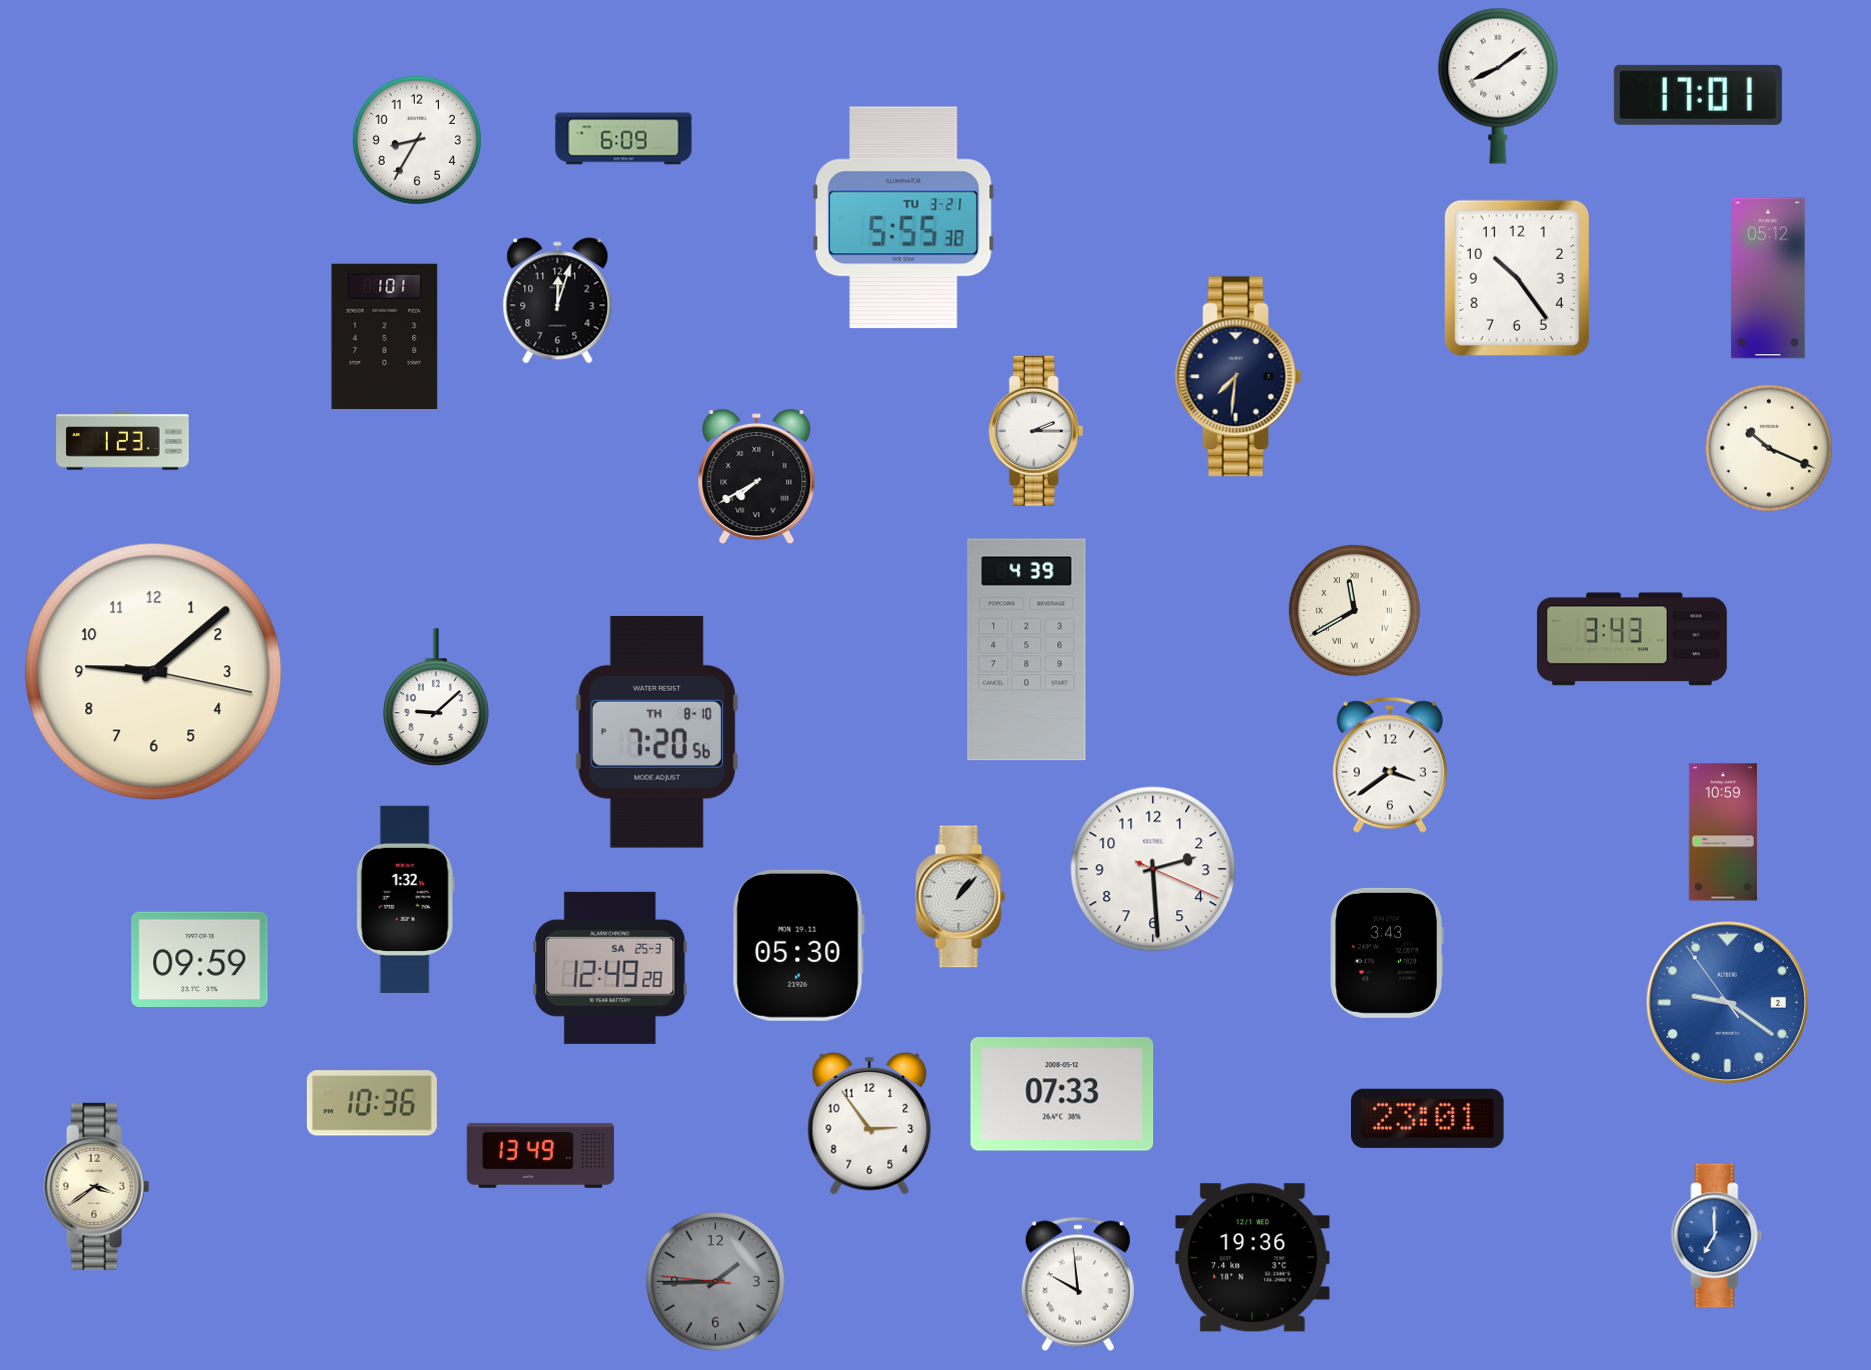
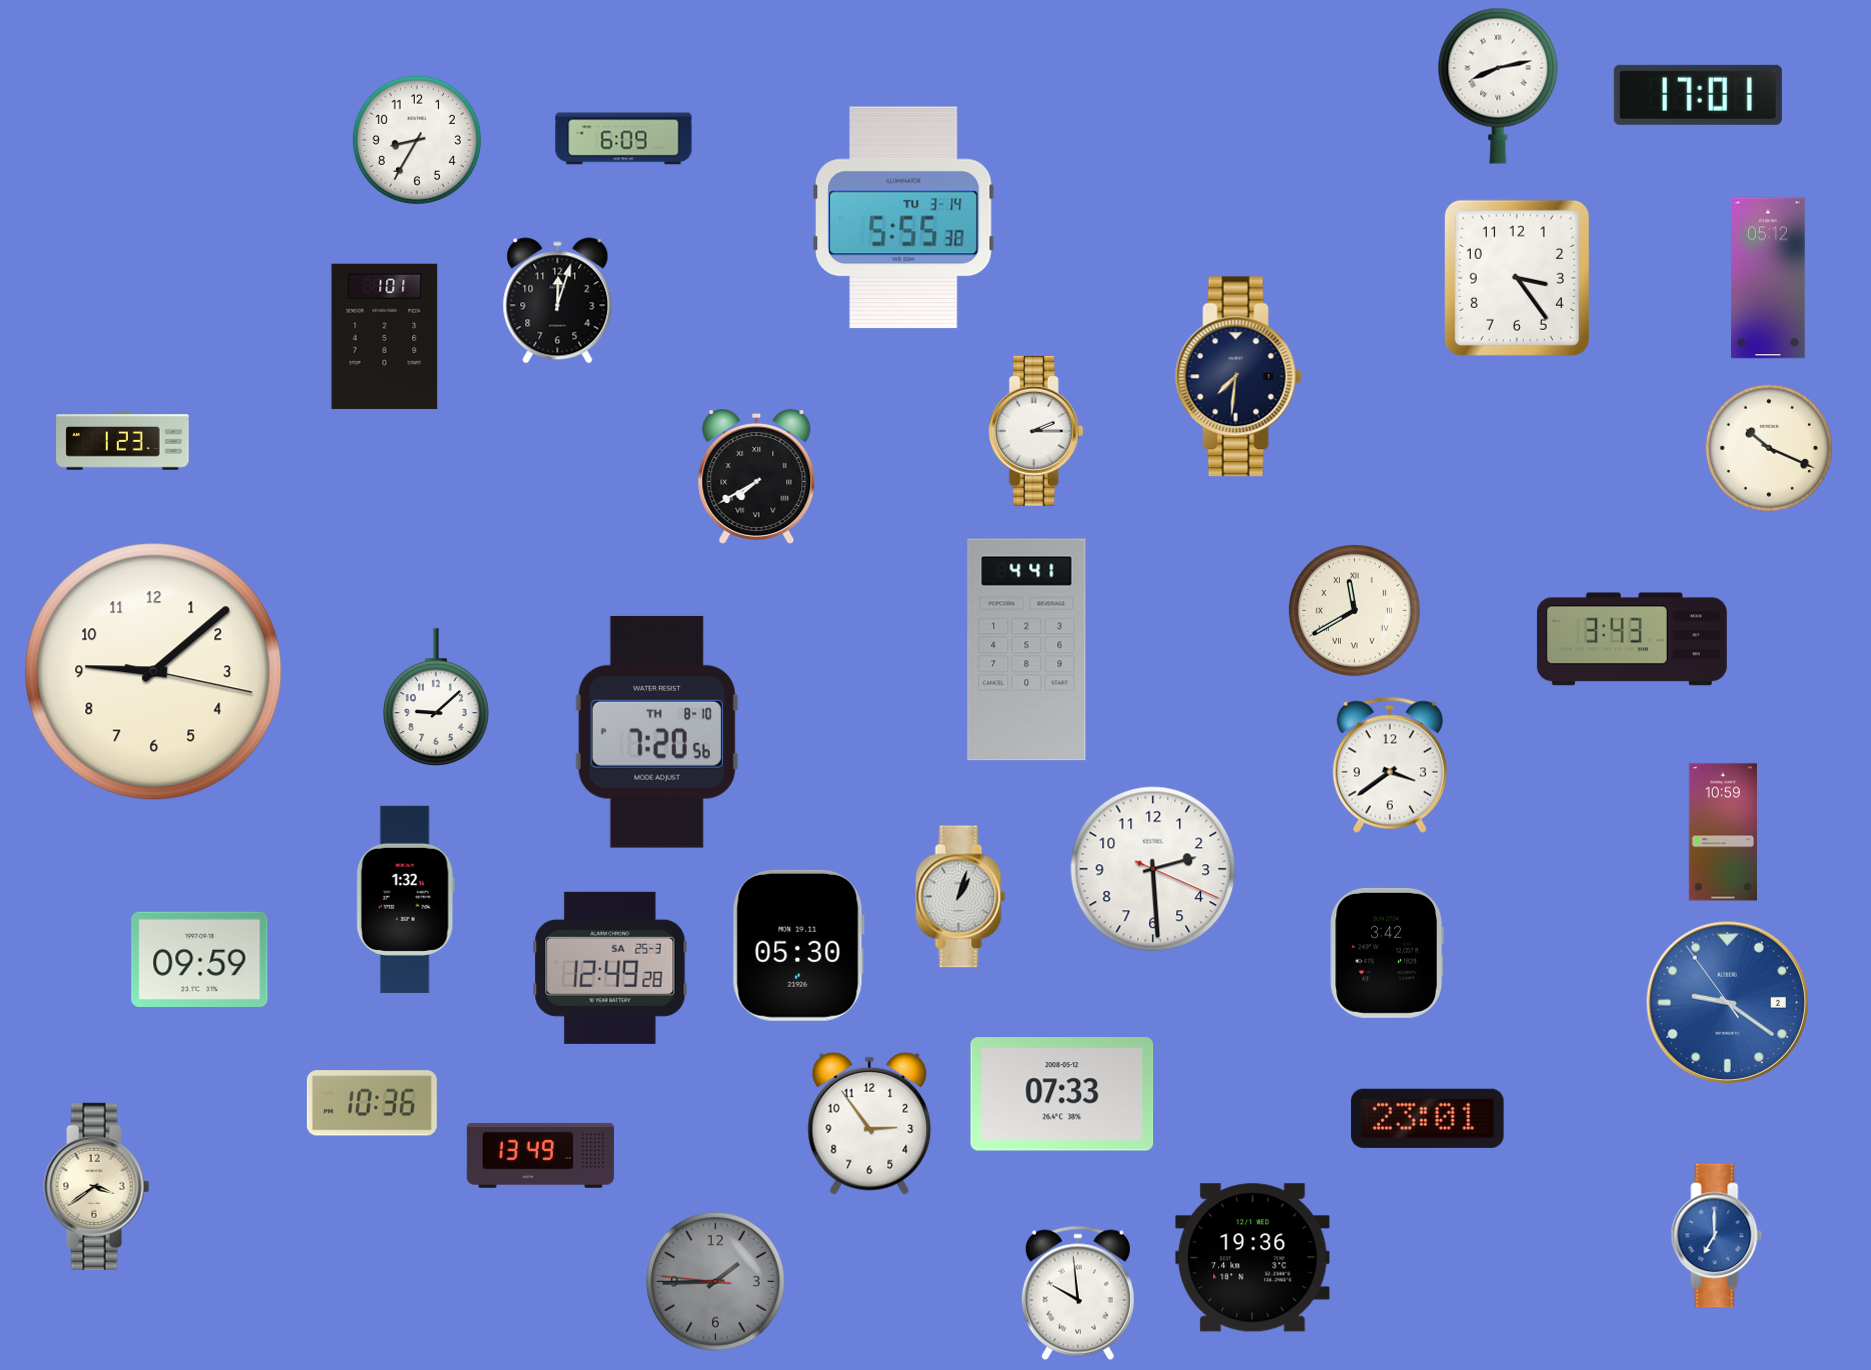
clock at (1498, 86): 8:09 -> 8:13
clock at (904, 218) date: TU 3-21 -> TU 3-14
clock at (1517, 278): 10:24 -> 3:24
clock at (1027, 650): 4:39 -> 4:41
clock at (961, 897): 1:07 -> 1:03
clock at (1387, 953): 3:43 -> 3:42
clock at (1078, 1284) position: (1078, 1284) -> (1078, 1293)
